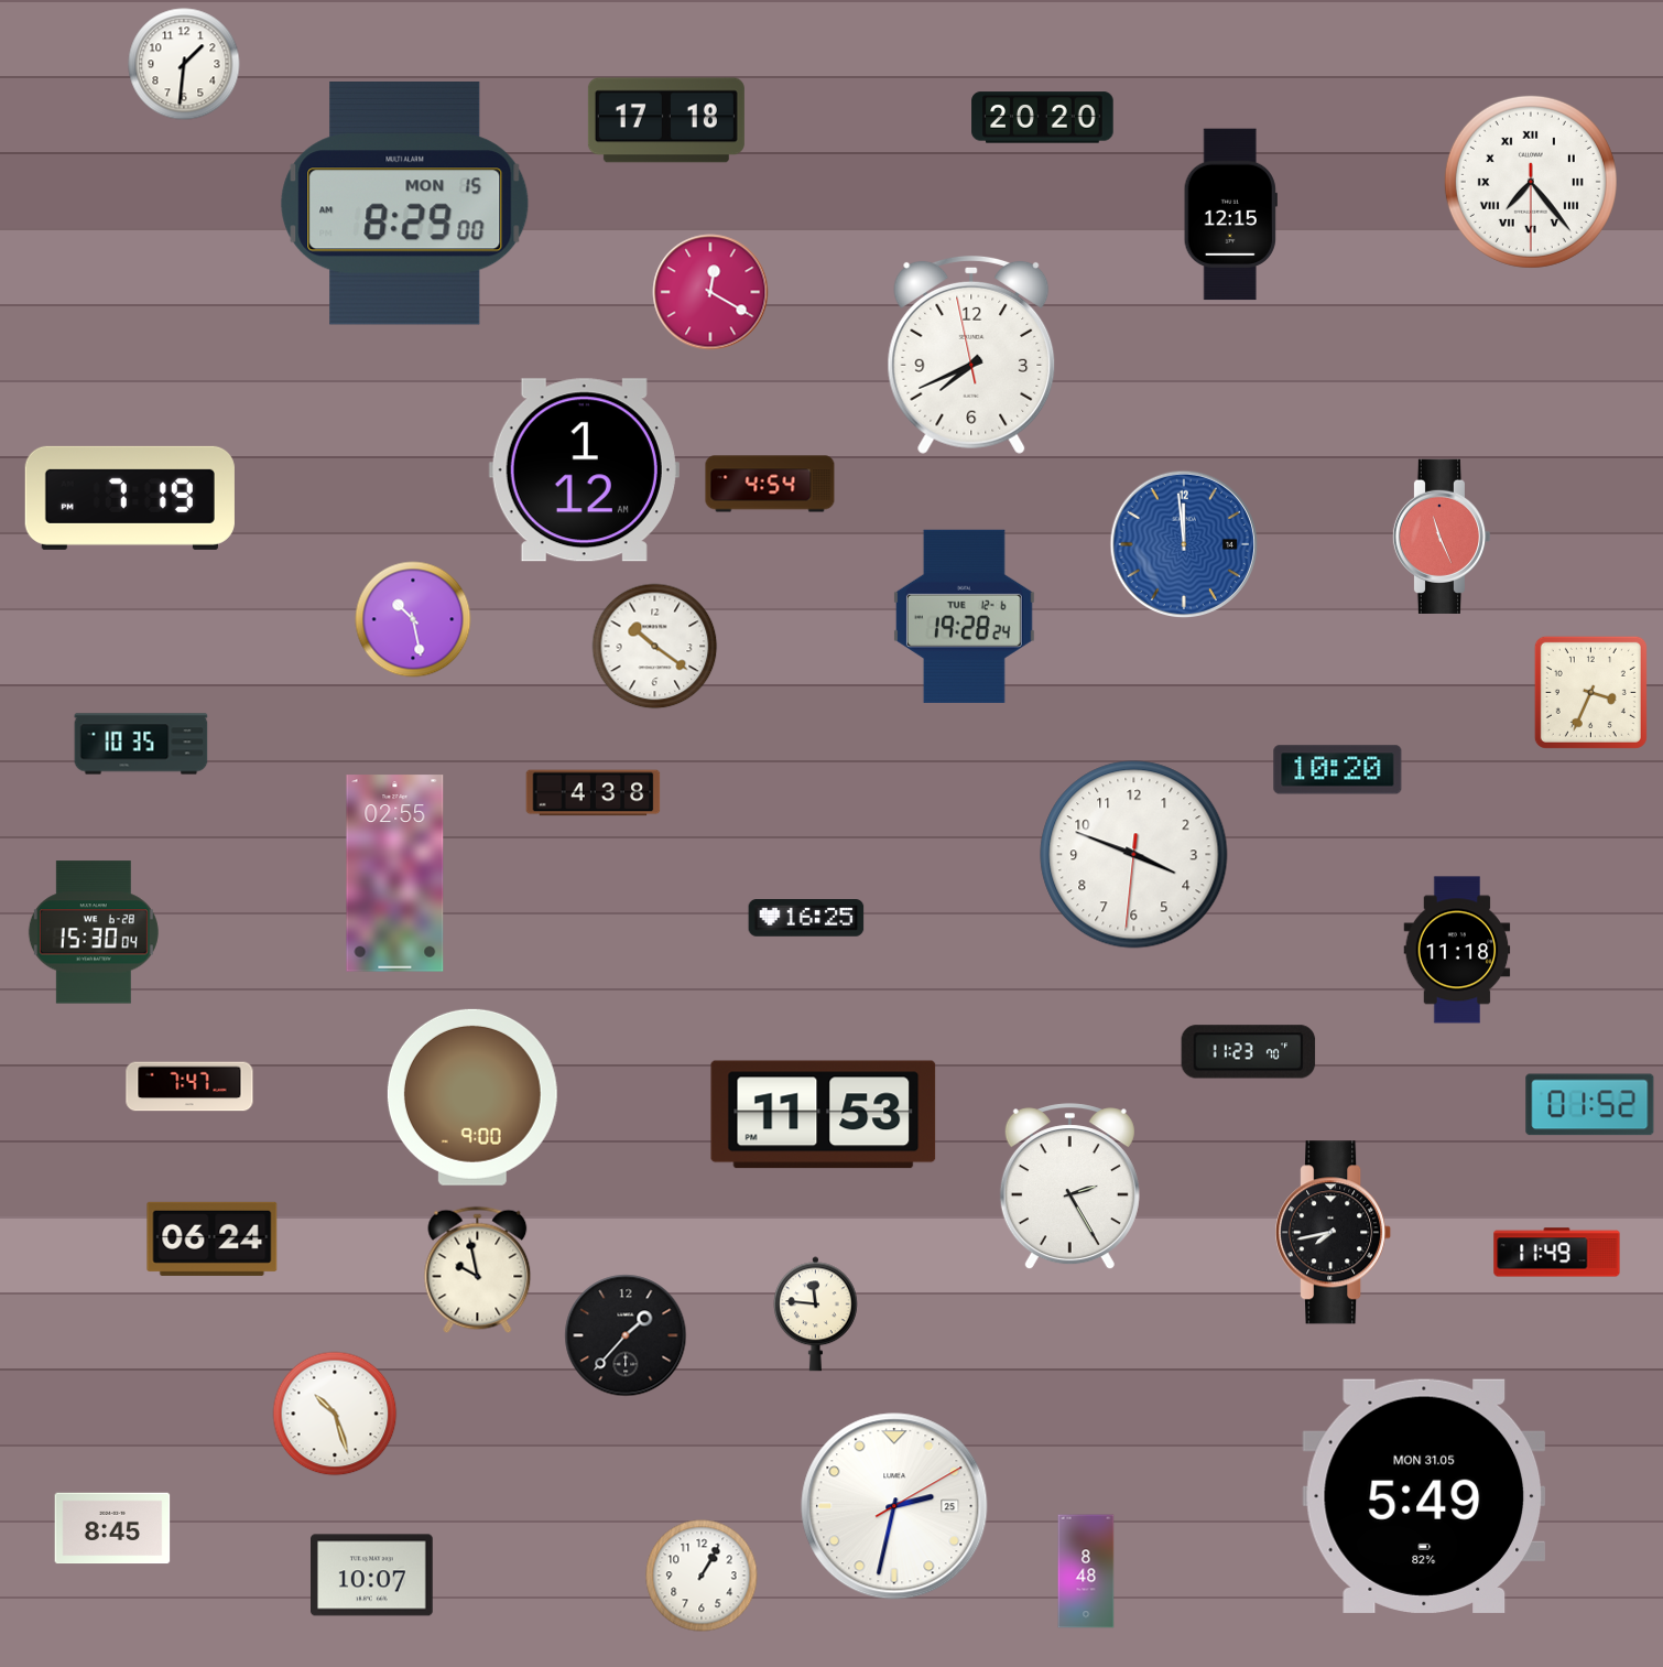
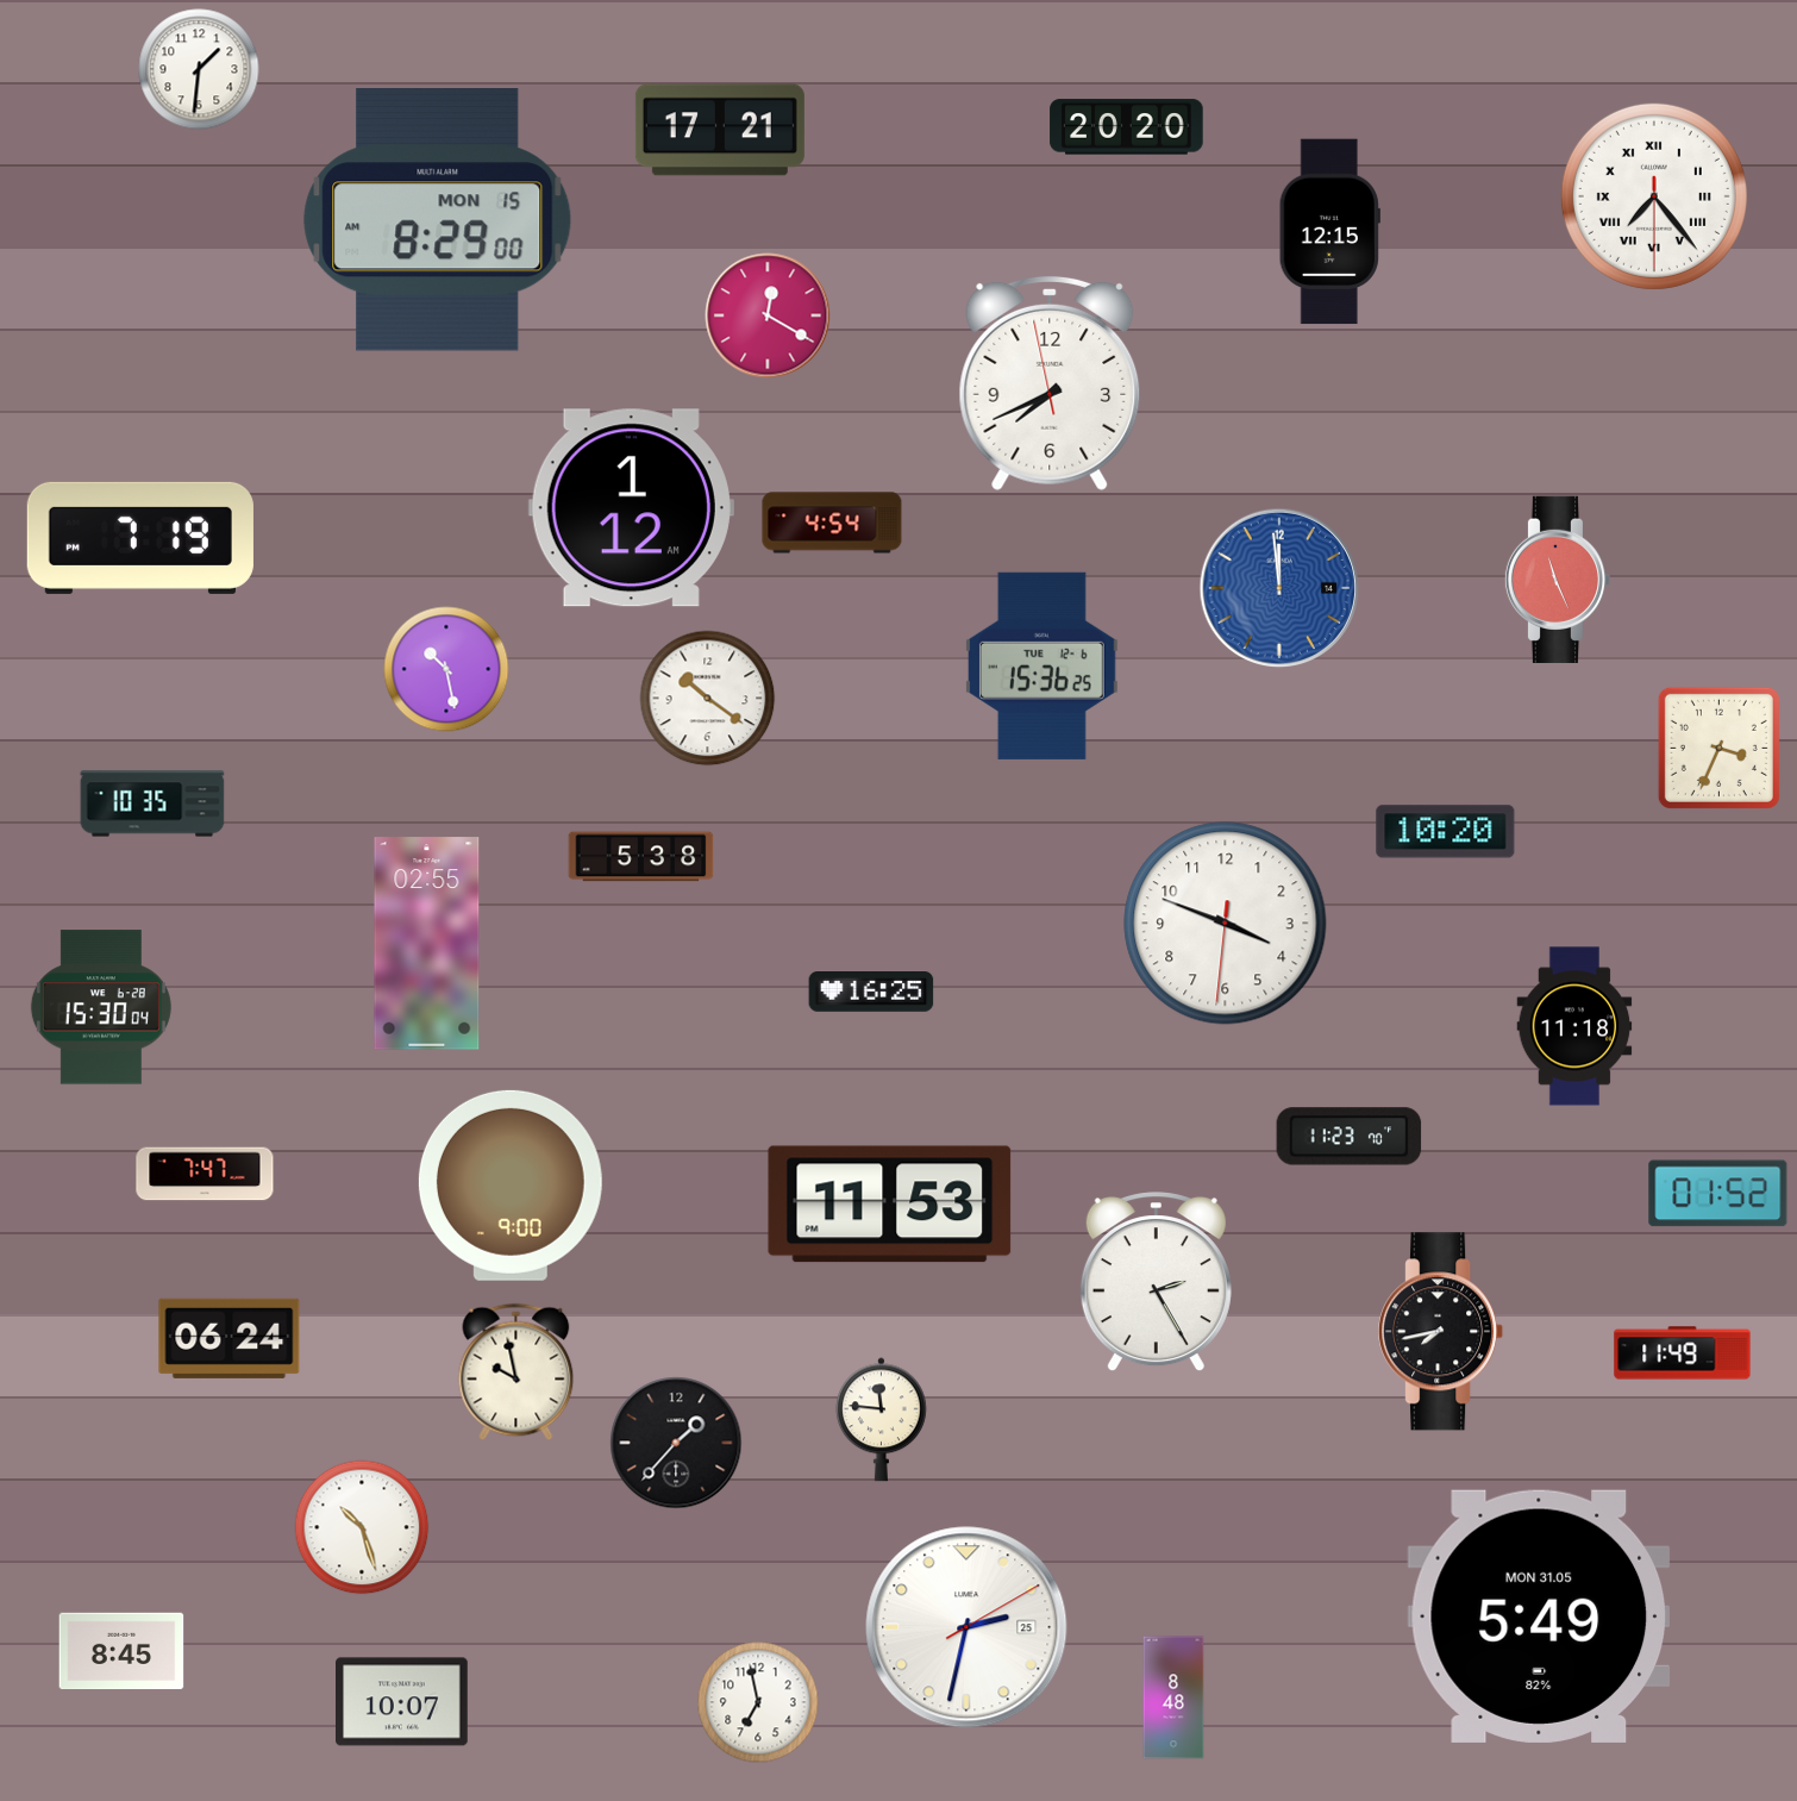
clock at (666, 120): 17:18 -> 17:21
clock at (964, 616): 19:28 -> 15:36
clock at (594, 793): 4:38 -> 5:38
clock at (702, 1576): 1:05 -> 6:58
